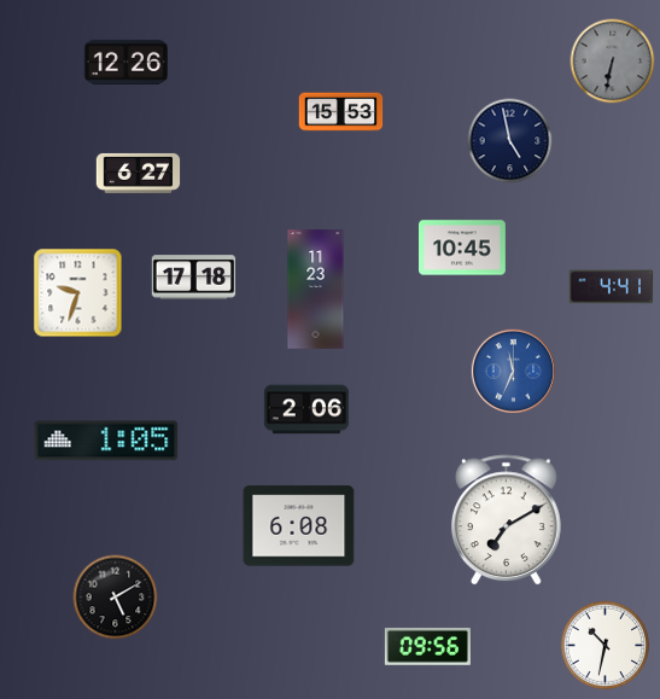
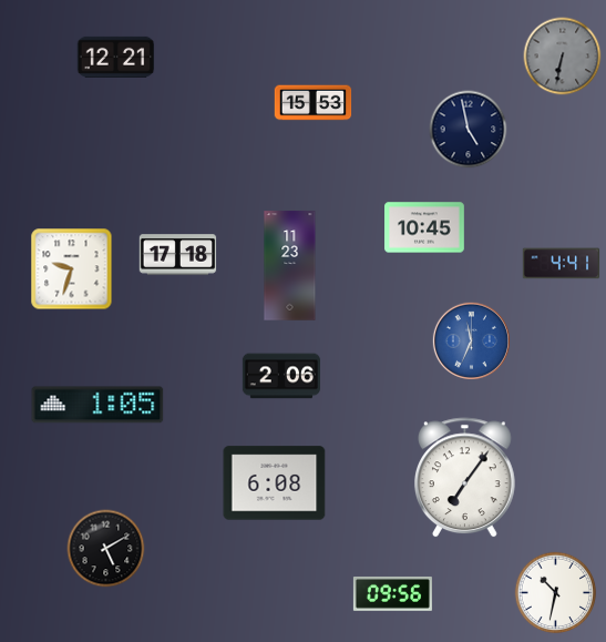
clock at (127, 62): 12:26 -> 12:21
clock at (139, 173): 6:27 -> none
clock at (506, 520): 7:10 -> 7:06
